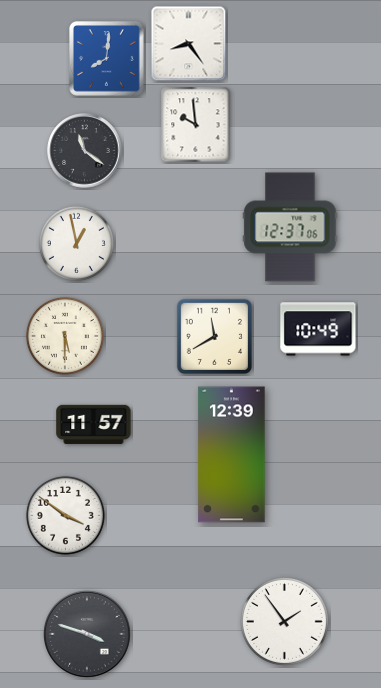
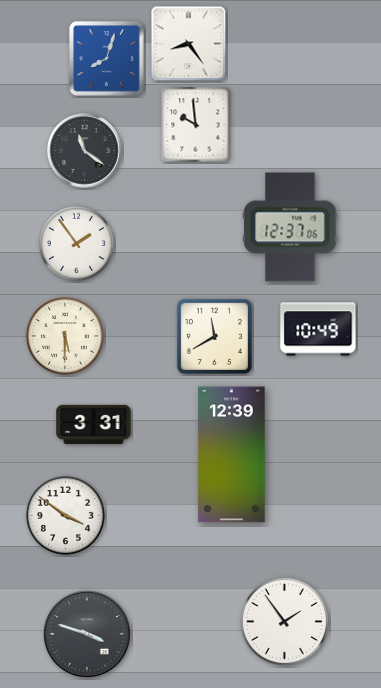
clock at (107, 59): 8:01 -> 8:03
clock at (76, 243): 12:58 -> 1:54
clock at (94, 424): 11:57 -> 3:31
